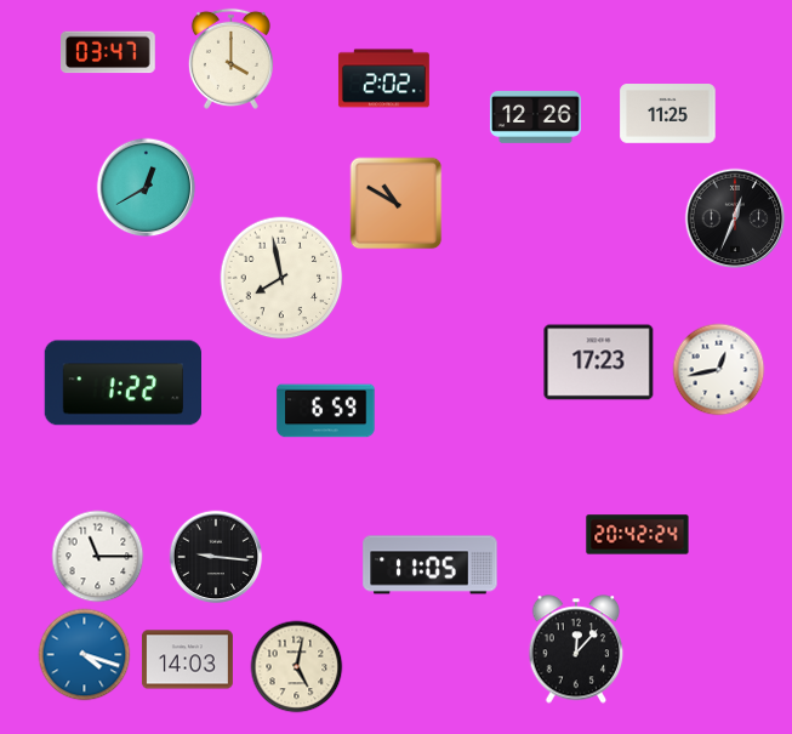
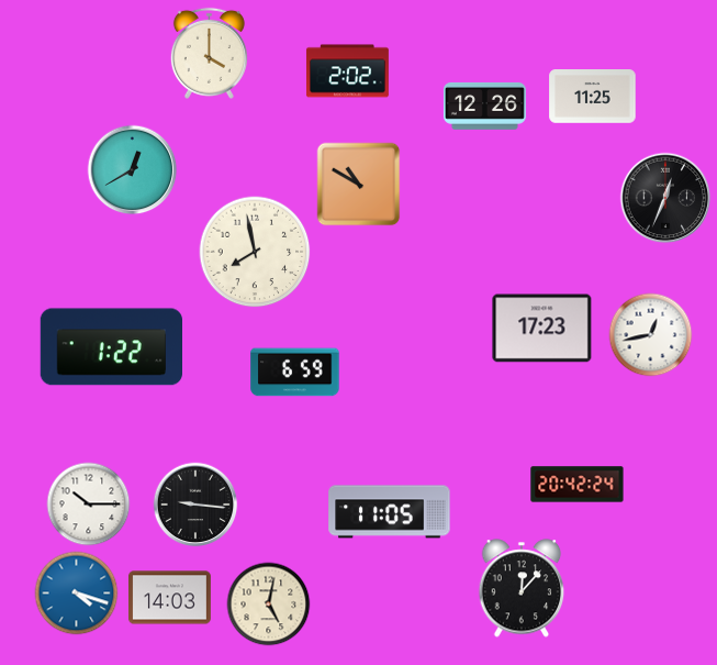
clock at (108, 52): 03:47 -> none
clock at (668, 114) position: (668, 114) -> (593, 97)
clock at (98, 557): 11:15 -> 10:15
